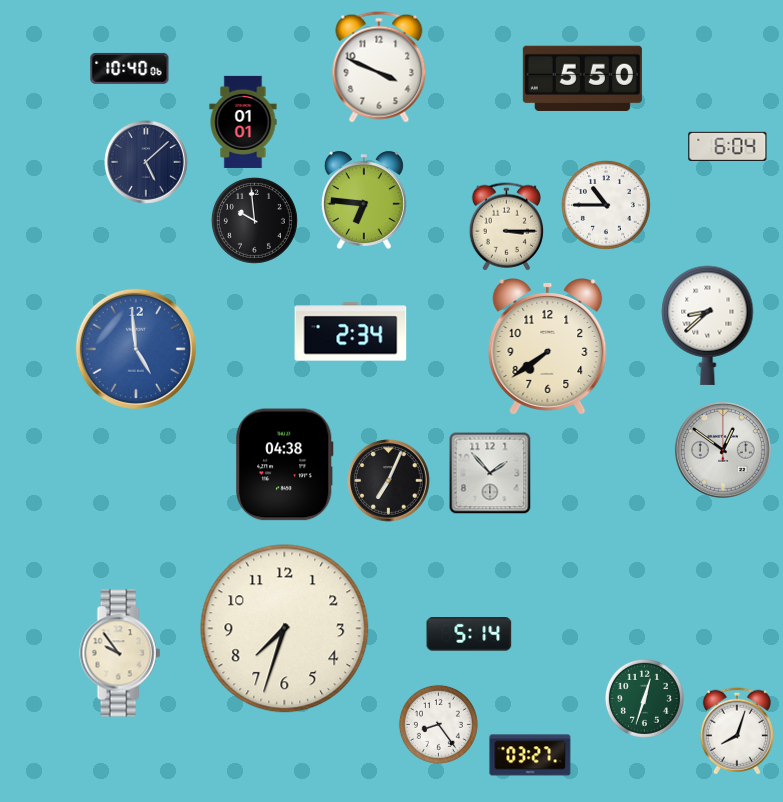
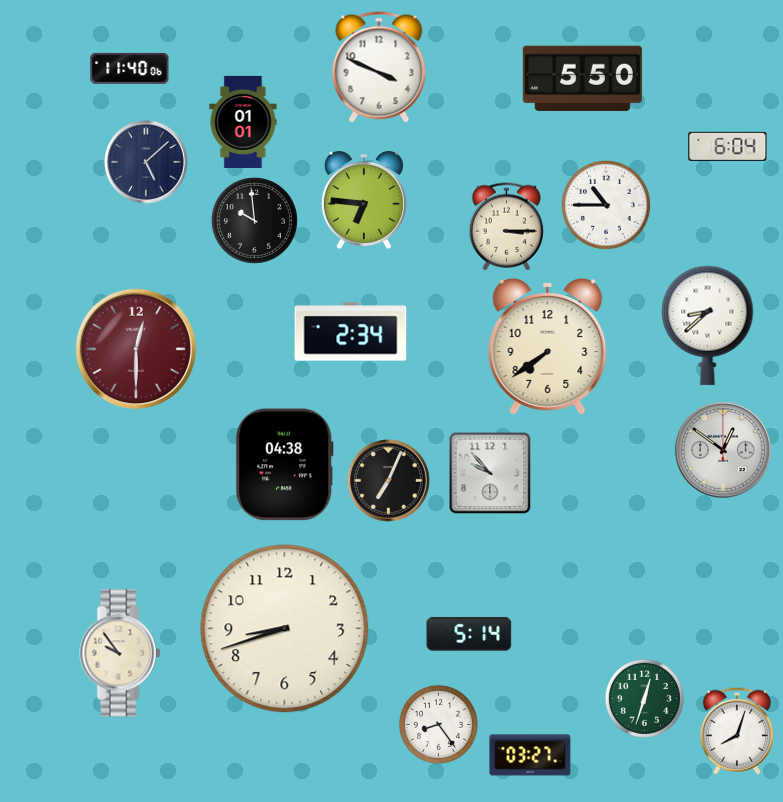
clock at (130, 68): 10:40 -> 11:40
clock at (136, 349): 4:59 -> 12:30
clock at (136, 349) dial: blue -> burgundy
clock at (490, 473): 1:53 -> 9:53
clock at (285, 629): 7:33 -> 8:42
